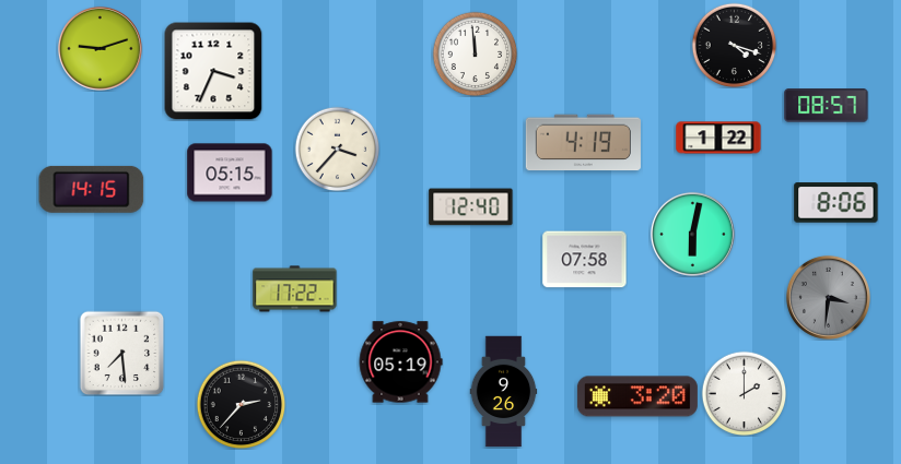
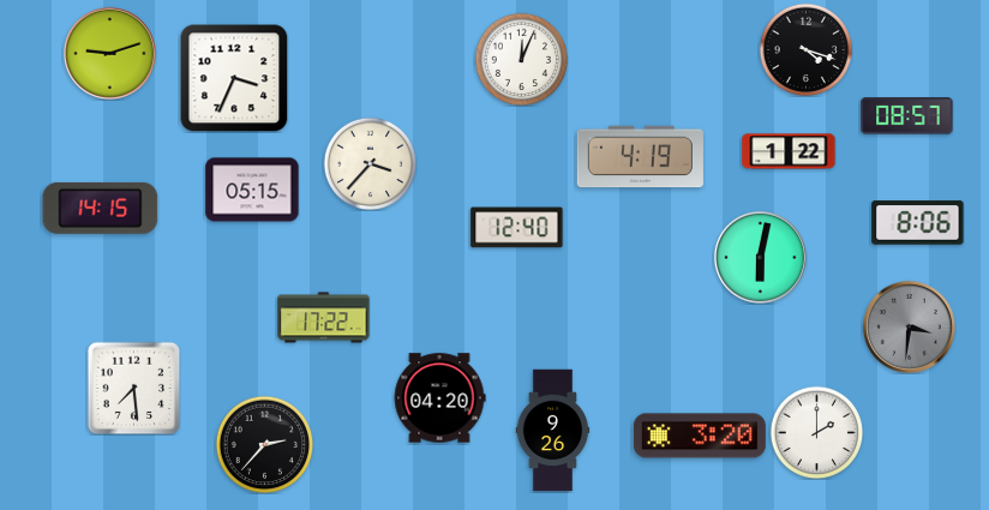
clock at (475, 53): 11:59 -> 12:04
clock at (585, 260): 07:58 -> none
clock at (400, 362): 05:19 -> 04:20
